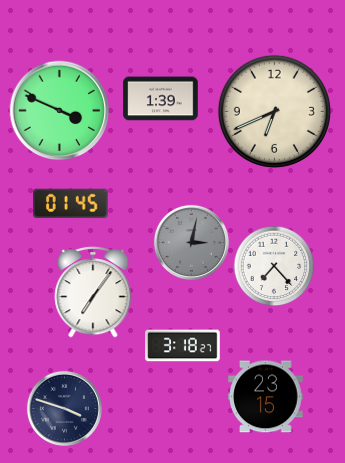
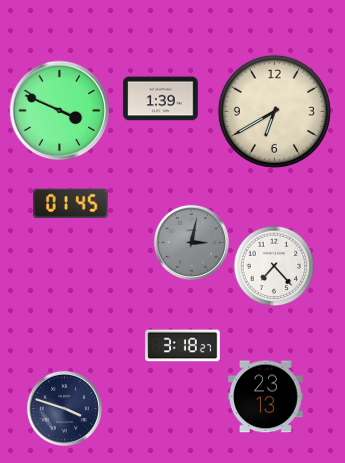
clock at (274, 111): 6:41 -> 6:40
clock at (93, 292): 7:06 -> none
clock at (266, 397): 23:15 -> 23:13
